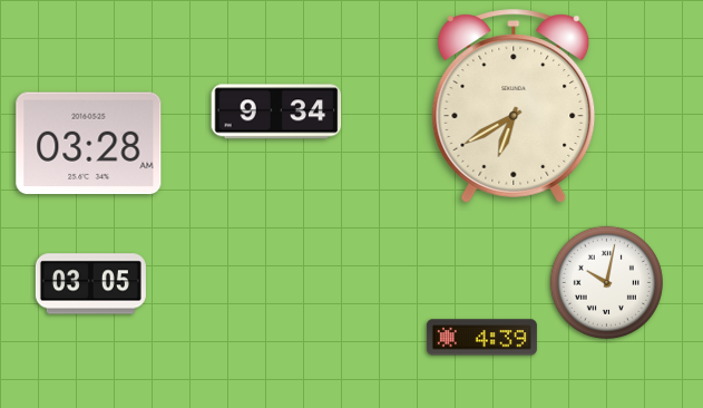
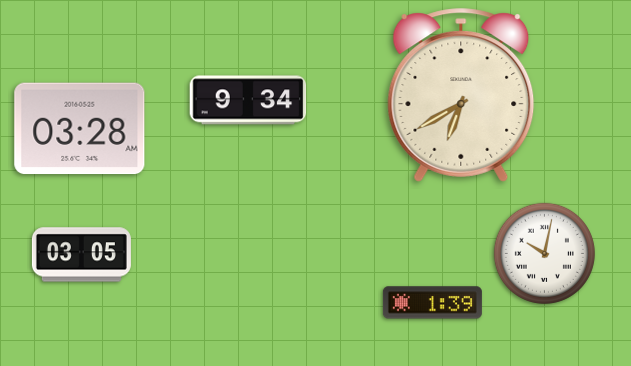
clock at (481, 338): 4:39 -> 1:39
